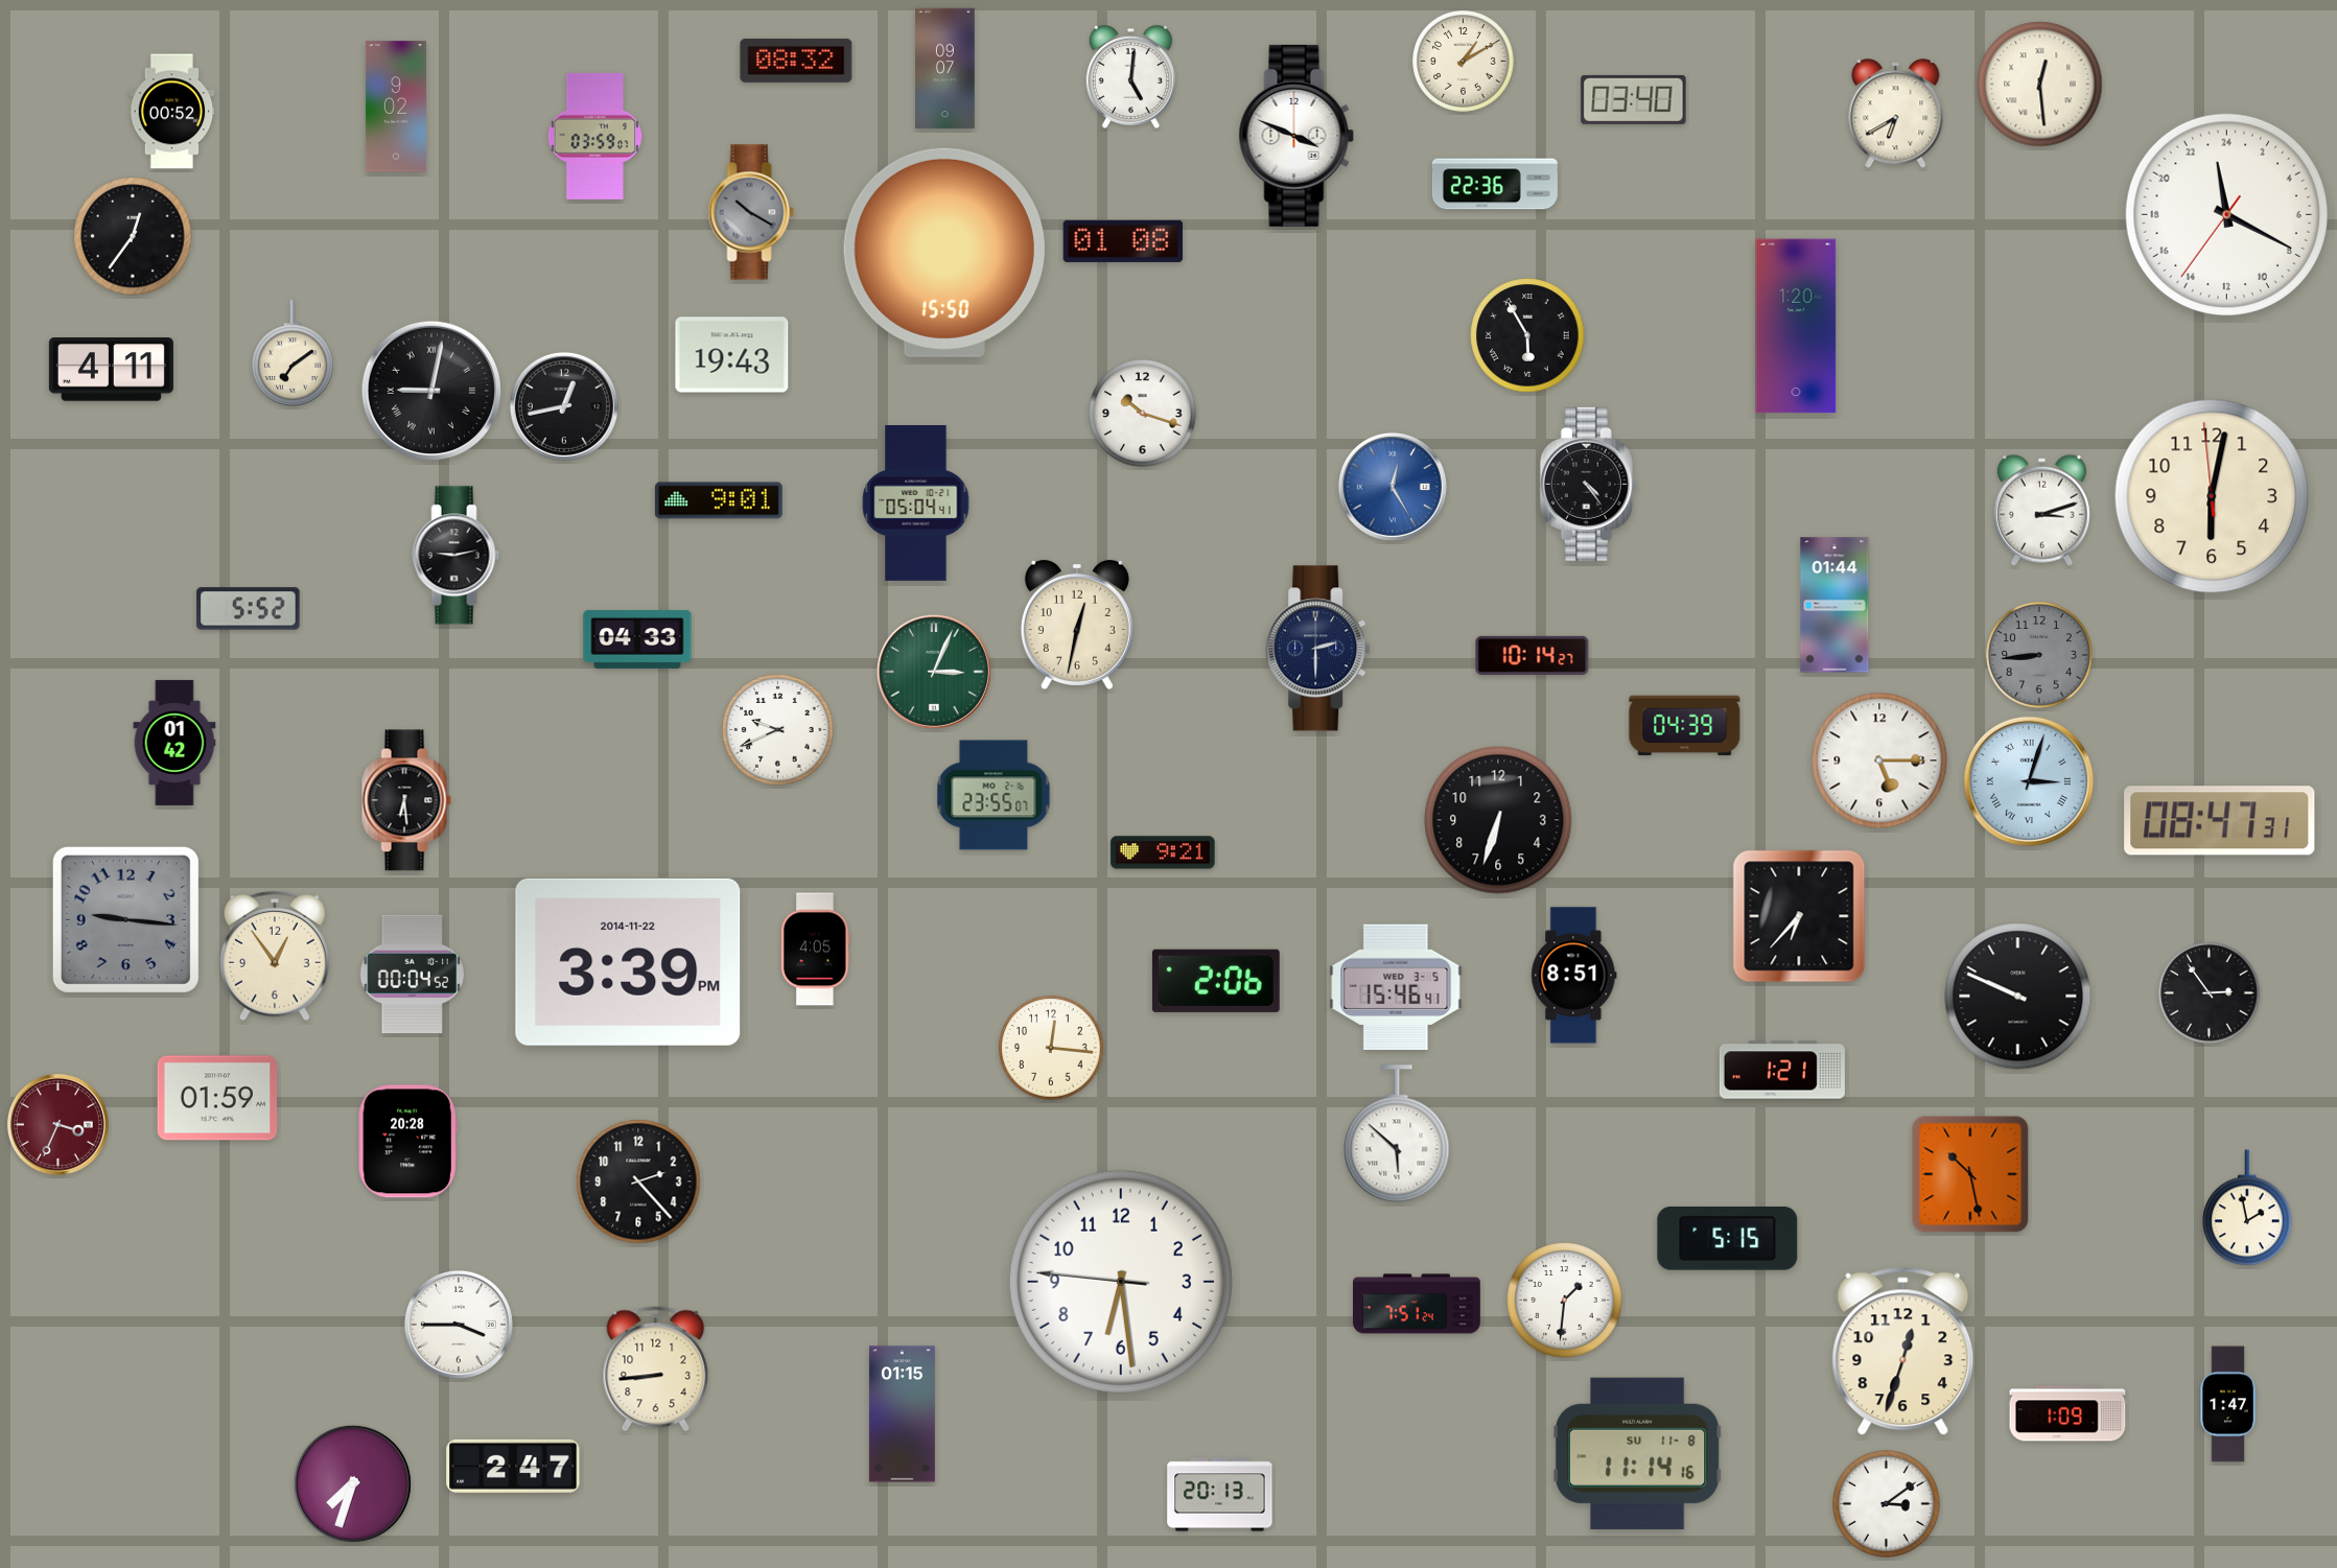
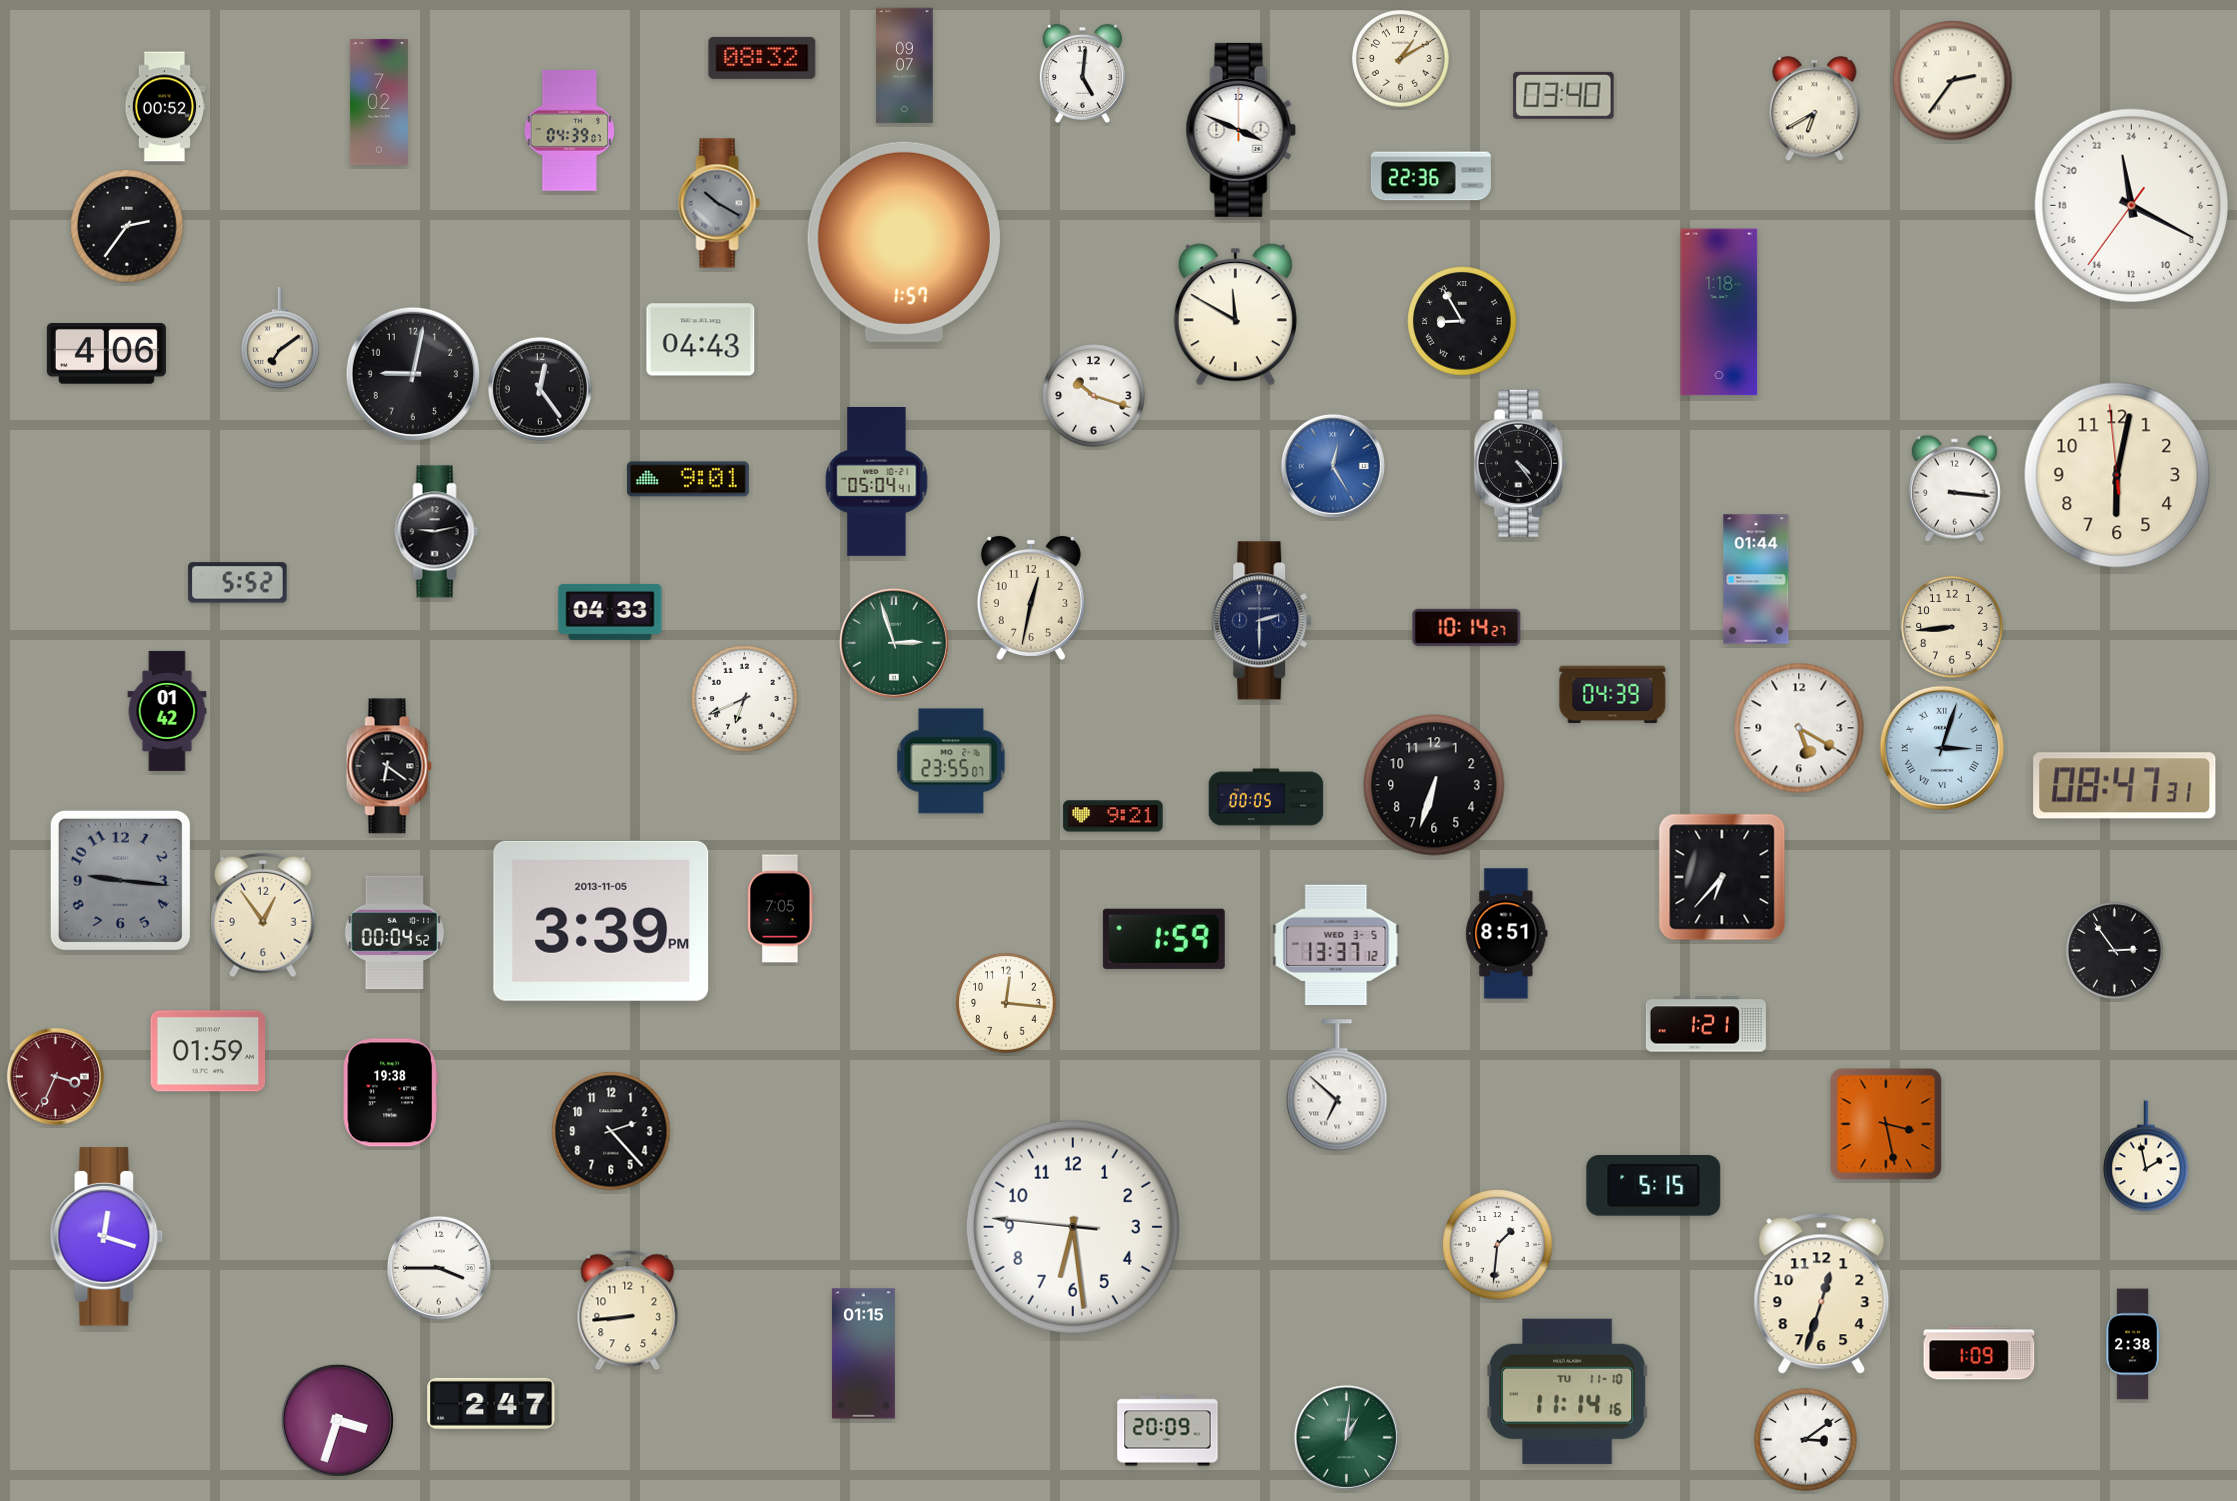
clock at (2040, 85): 12:29 -> 2:36
clock at (396, 107): 9:02 -> 7:02
clock at (595, 136): 03:59 -> 04:39
clock at (133, 236): 12:36 -> 2:36
clock at (1123, 241): 01:08 -> none
clock at (944, 253): 15:50 -> 1:57
clock at (1796, 326): 1:20 -> 1:18
clock at (1235, 315): none -> 11:50
clock at (1527, 335): 5:55 -> 8:55
clock at (732, 355): 19:43 -> 04:43
clock at (111, 370): 4:11 -> 4:06
clock at (431, 391) numerals: Roman -> Arabic
clock at (564, 406): 12:43 -> 12:24
clock at (2041, 510): 3:12 -> 3:16
clock at (2039, 655) dial: grey -> cream
clock at (934, 672): 3:04 -> 2:57
clock at (778, 730): 9:41 -> 6:41
clock at (1879, 760): 5:15 -> 5:20
clock at (406, 800): 6:29 -> 6:21
clock at (1266, 797): none -> 00:05
clock at (816, 950): 4:05 -> 7:05
clock at (628, 962) date: 2014-11-22 -> 2013-11-05
clock at (1216, 981): 2:06 -> 1:59
clock at (1396, 987): 15:46 -> 13:37
clock at (2018, 997): 9:49 -> none
clock at (1397, 1133): 5:52 -> 6:52
clock at (407, 1142): 20:28 -> 19:38
clock at (1970, 1174): 10:28 -> 3:28
clock at (2247, 1209) position: (2247, 1209) -> (2146, 1157)
clock at (107, 1237): none -> 12:18
clock at (1418, 1304): 7:51 -> none
clock at (2228, 1404): 1:47 -> 2:38
clock at (1637, 1453) date: SU 11-8 -> TU 11-10
clock at (352, 1483): 7:33 -> 3:33
clock at (1220, 1495): 20:13 -> 20:09
clock at (1346, 1437): none -> 1:01
